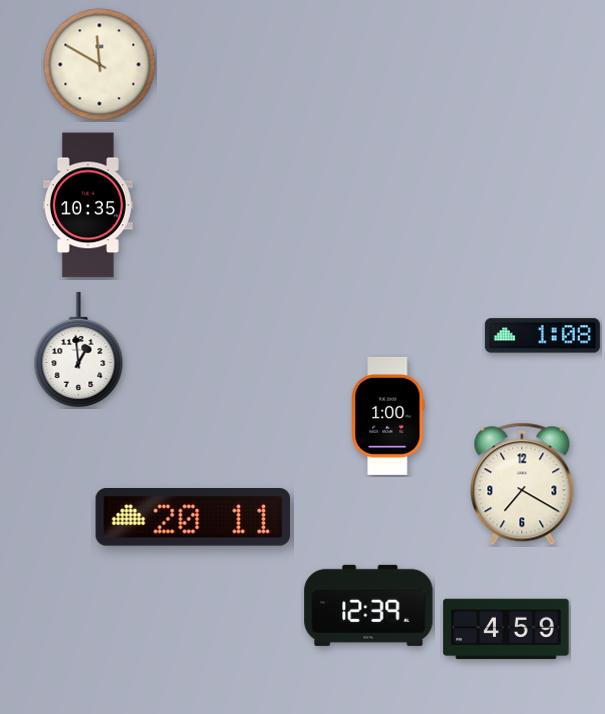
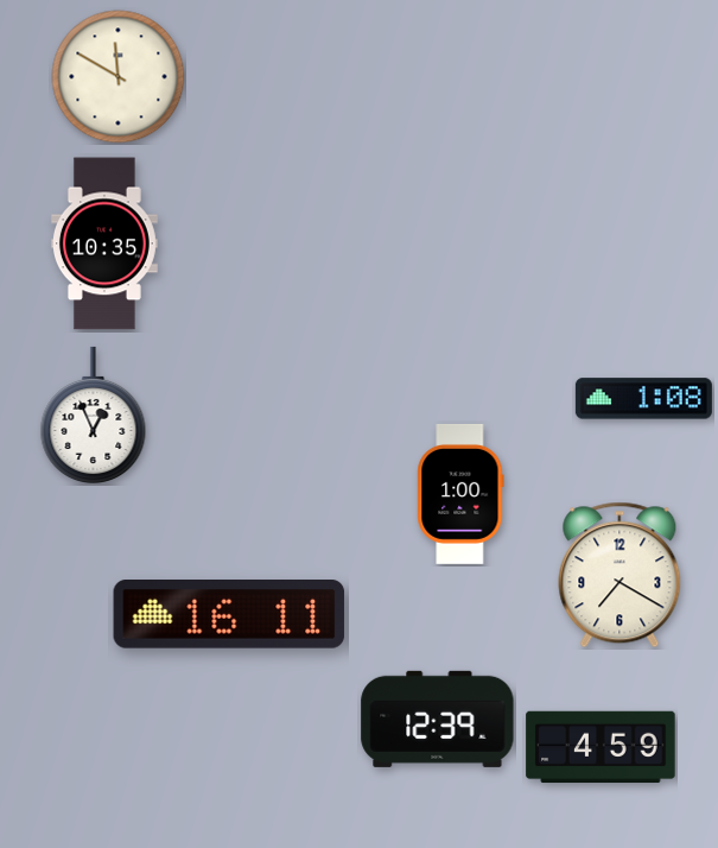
clock at (79, 350): 12:59 -> 12:56
clock at (193, 517): 20:11 -> 16:11
